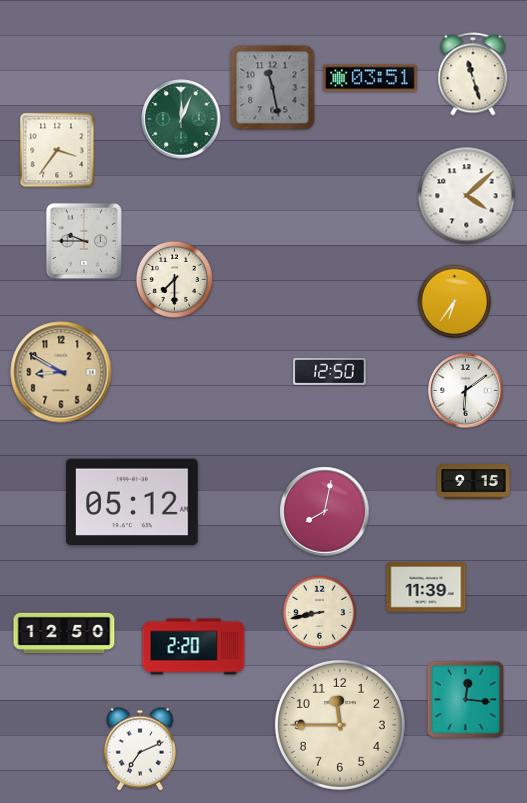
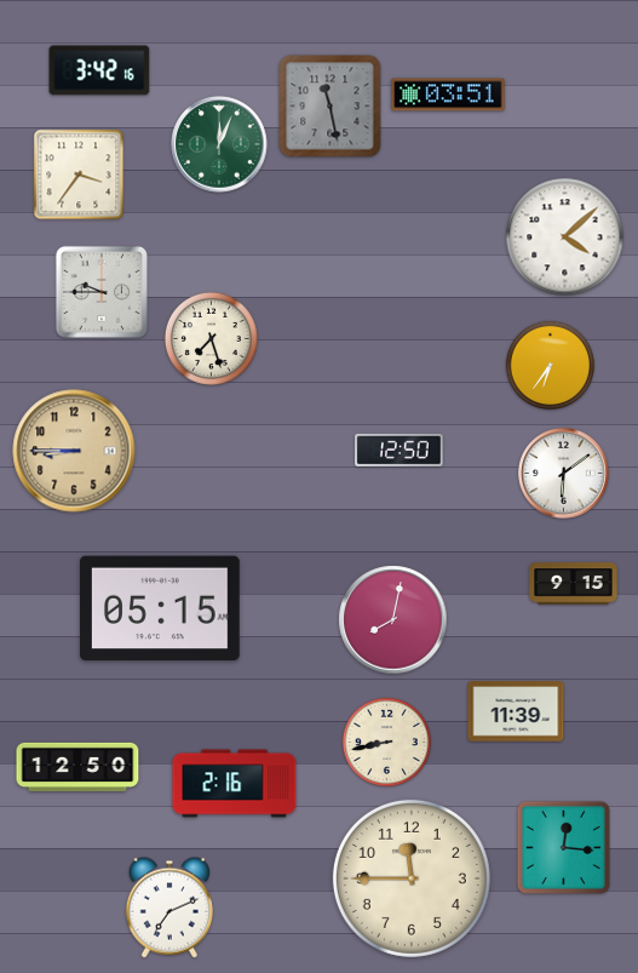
clock at (99, 70): none -> 3:42
clock at (473, 74): 11:27 -> none
clock at (57, 150) position: (57, 150) -> (79, 174)
clock at (174, 279): 7:30 -> 7:27
clock at (61, 372): 8:50 -> 8:45
clock at (133, 502): 05:12 -> 05:15
clock at (194, 647): 2:20 -> 2:16
